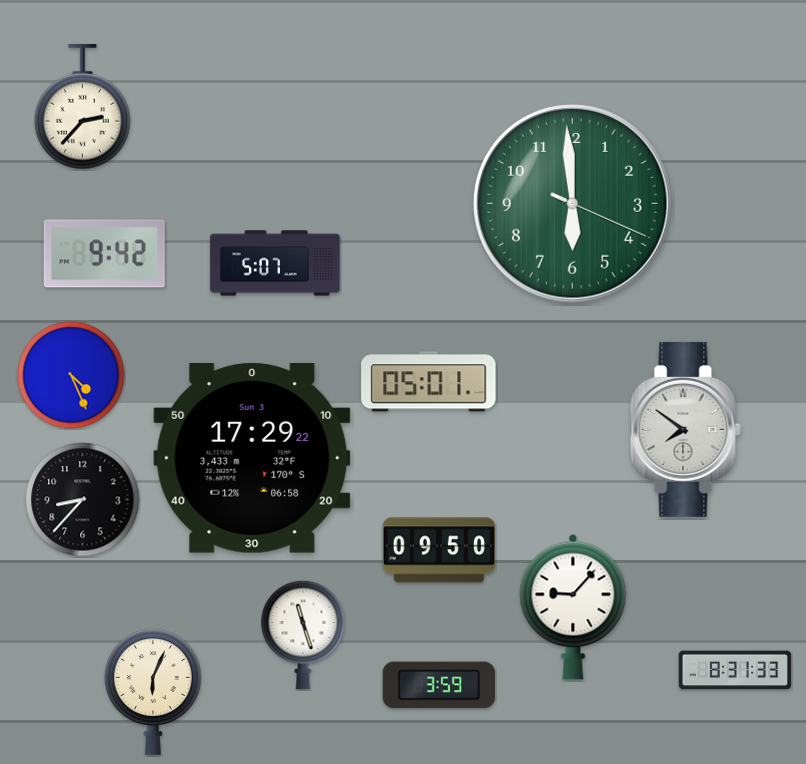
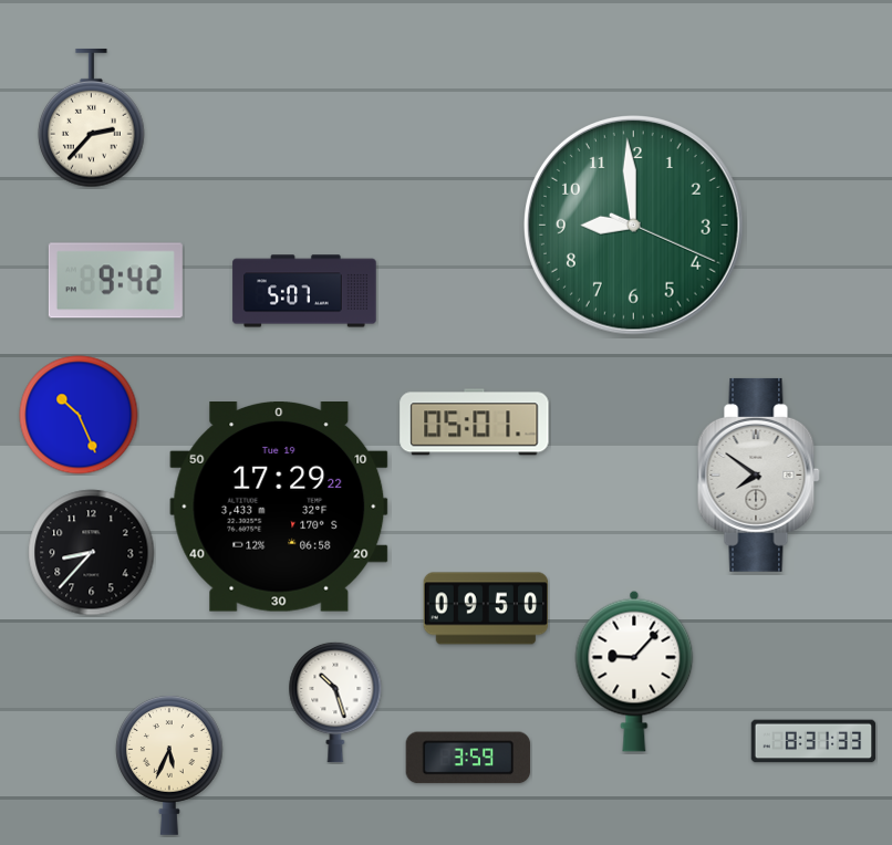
clock at (573, 204): 5:59 -> 8:59
clock at (71, 375): 4:26 -> 10:26
clock at (252, 459) date: Sun 3 -> Tue 19
clock at (303, 635): 11:27 -> 10:27
clock at (439, 685) position: (439, 685) -> (468, 758)
clock at (154, 692): 6:04 -> 5:34
